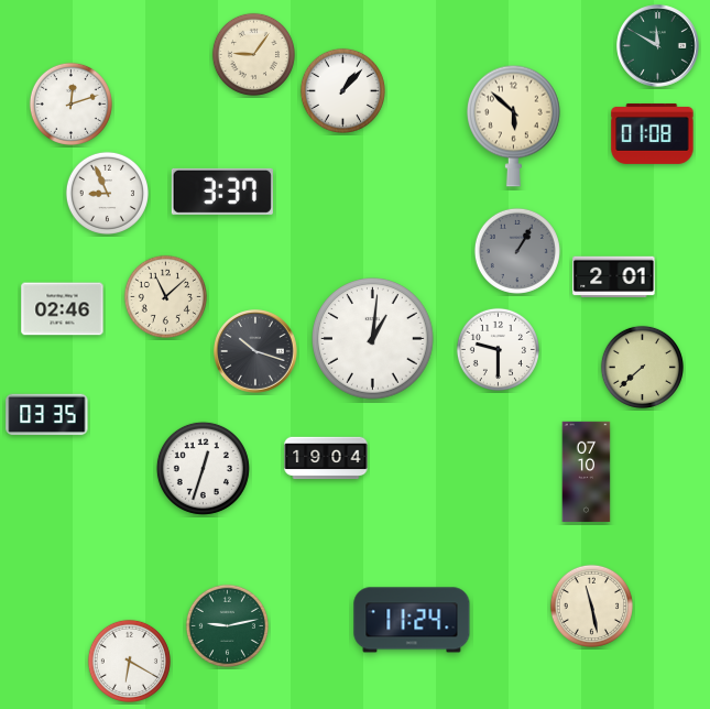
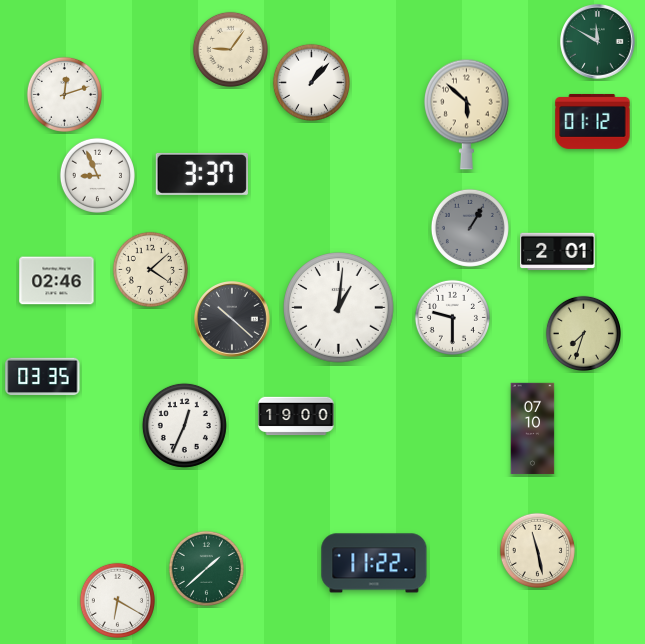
clock at (653, 133): 01:08 -> 01:12
clock at (165, 296): 11:08 -> 4:08
clock at (255, 351): 10:18 -> 10:22
clock at (642, 367): 7:38 -> 7:33
clock at (326, 458): 19:04 -> 19:00
clock at (203, 468): 12:33 -> 12:34
clock at (412, 620): 11:24 -> 11:22
clock at (227, 625): 9:13 -> 1:38
